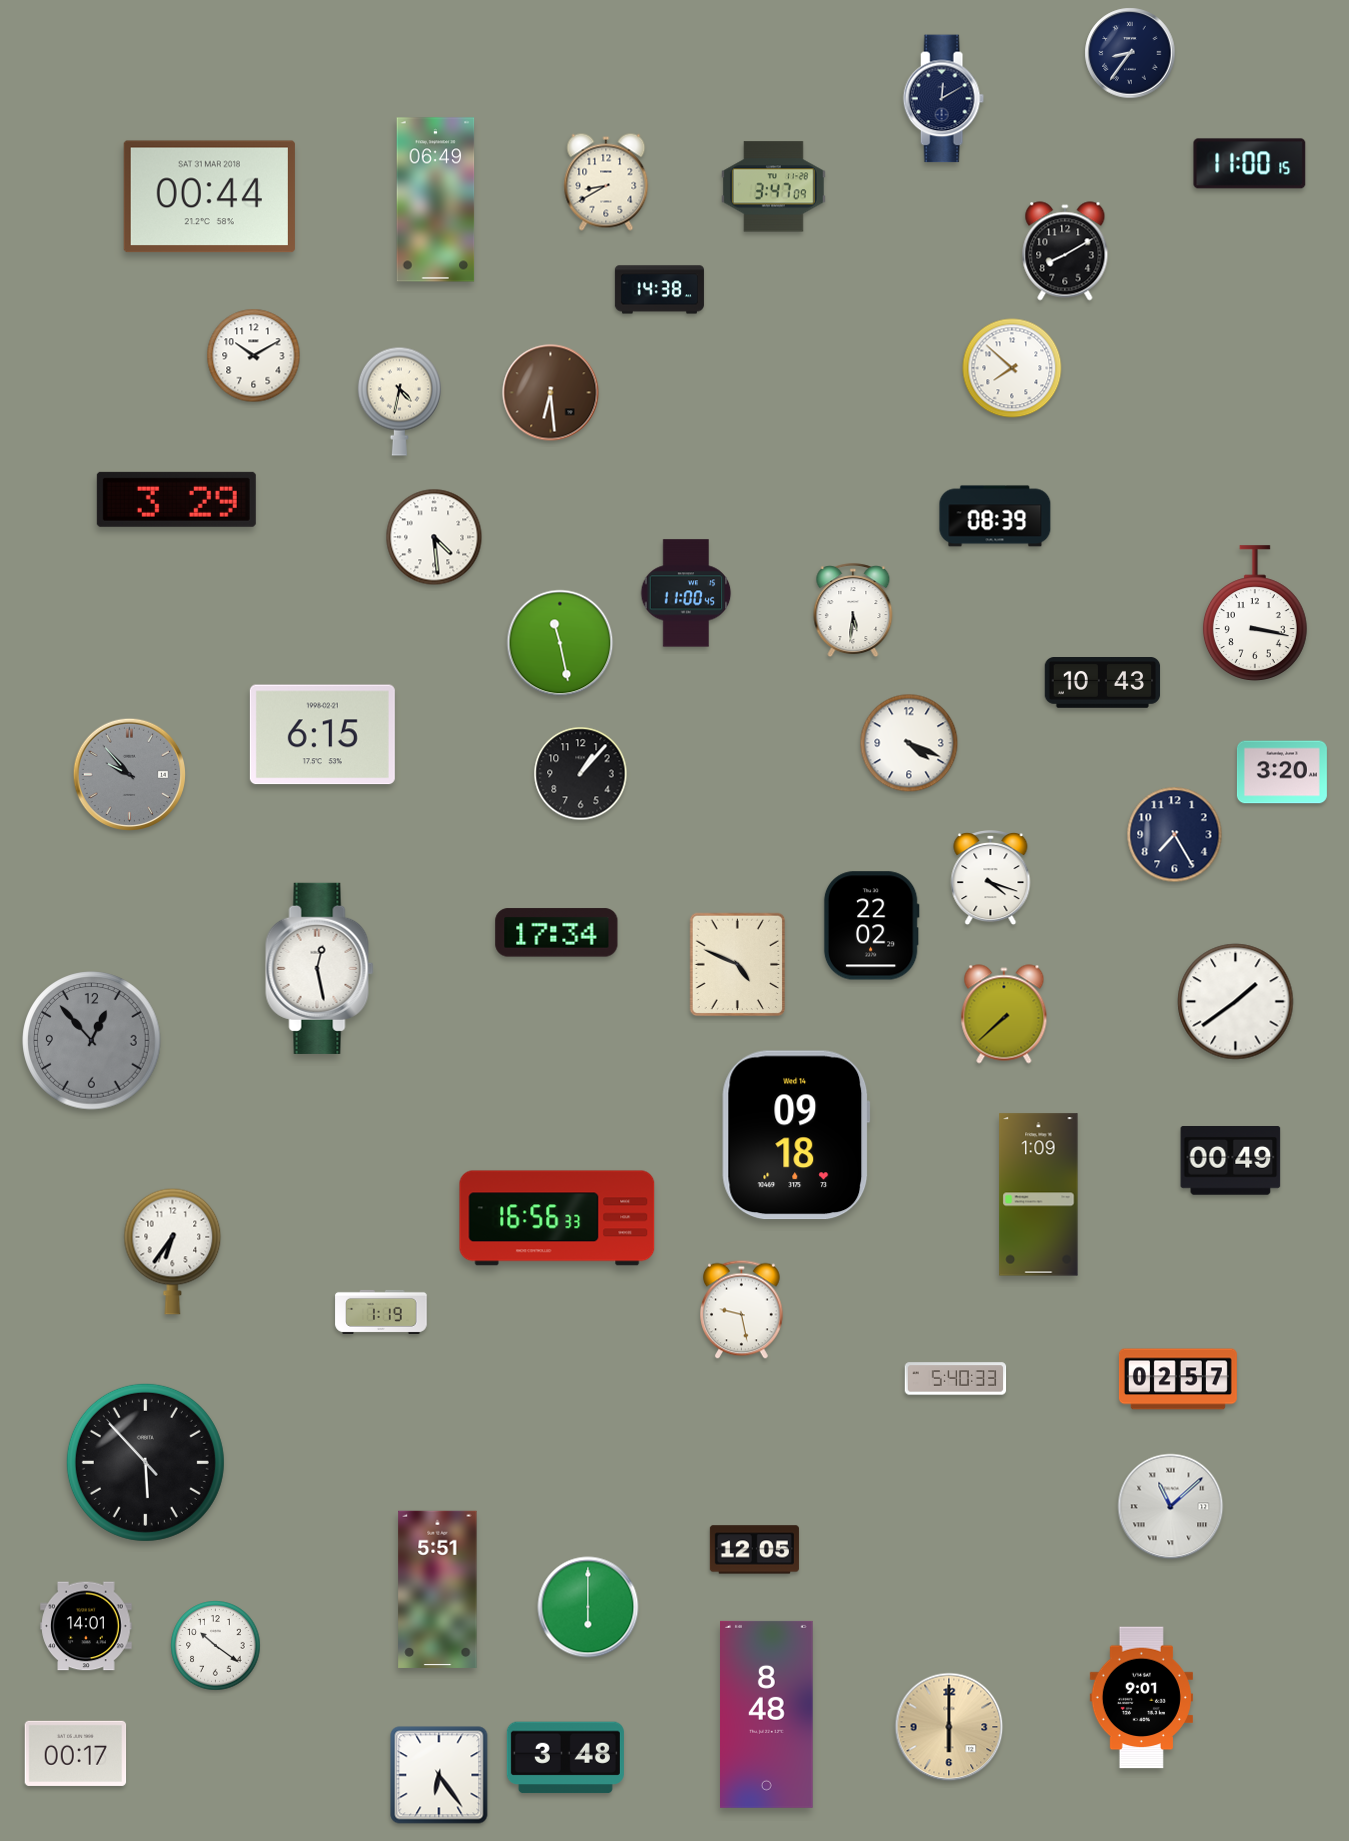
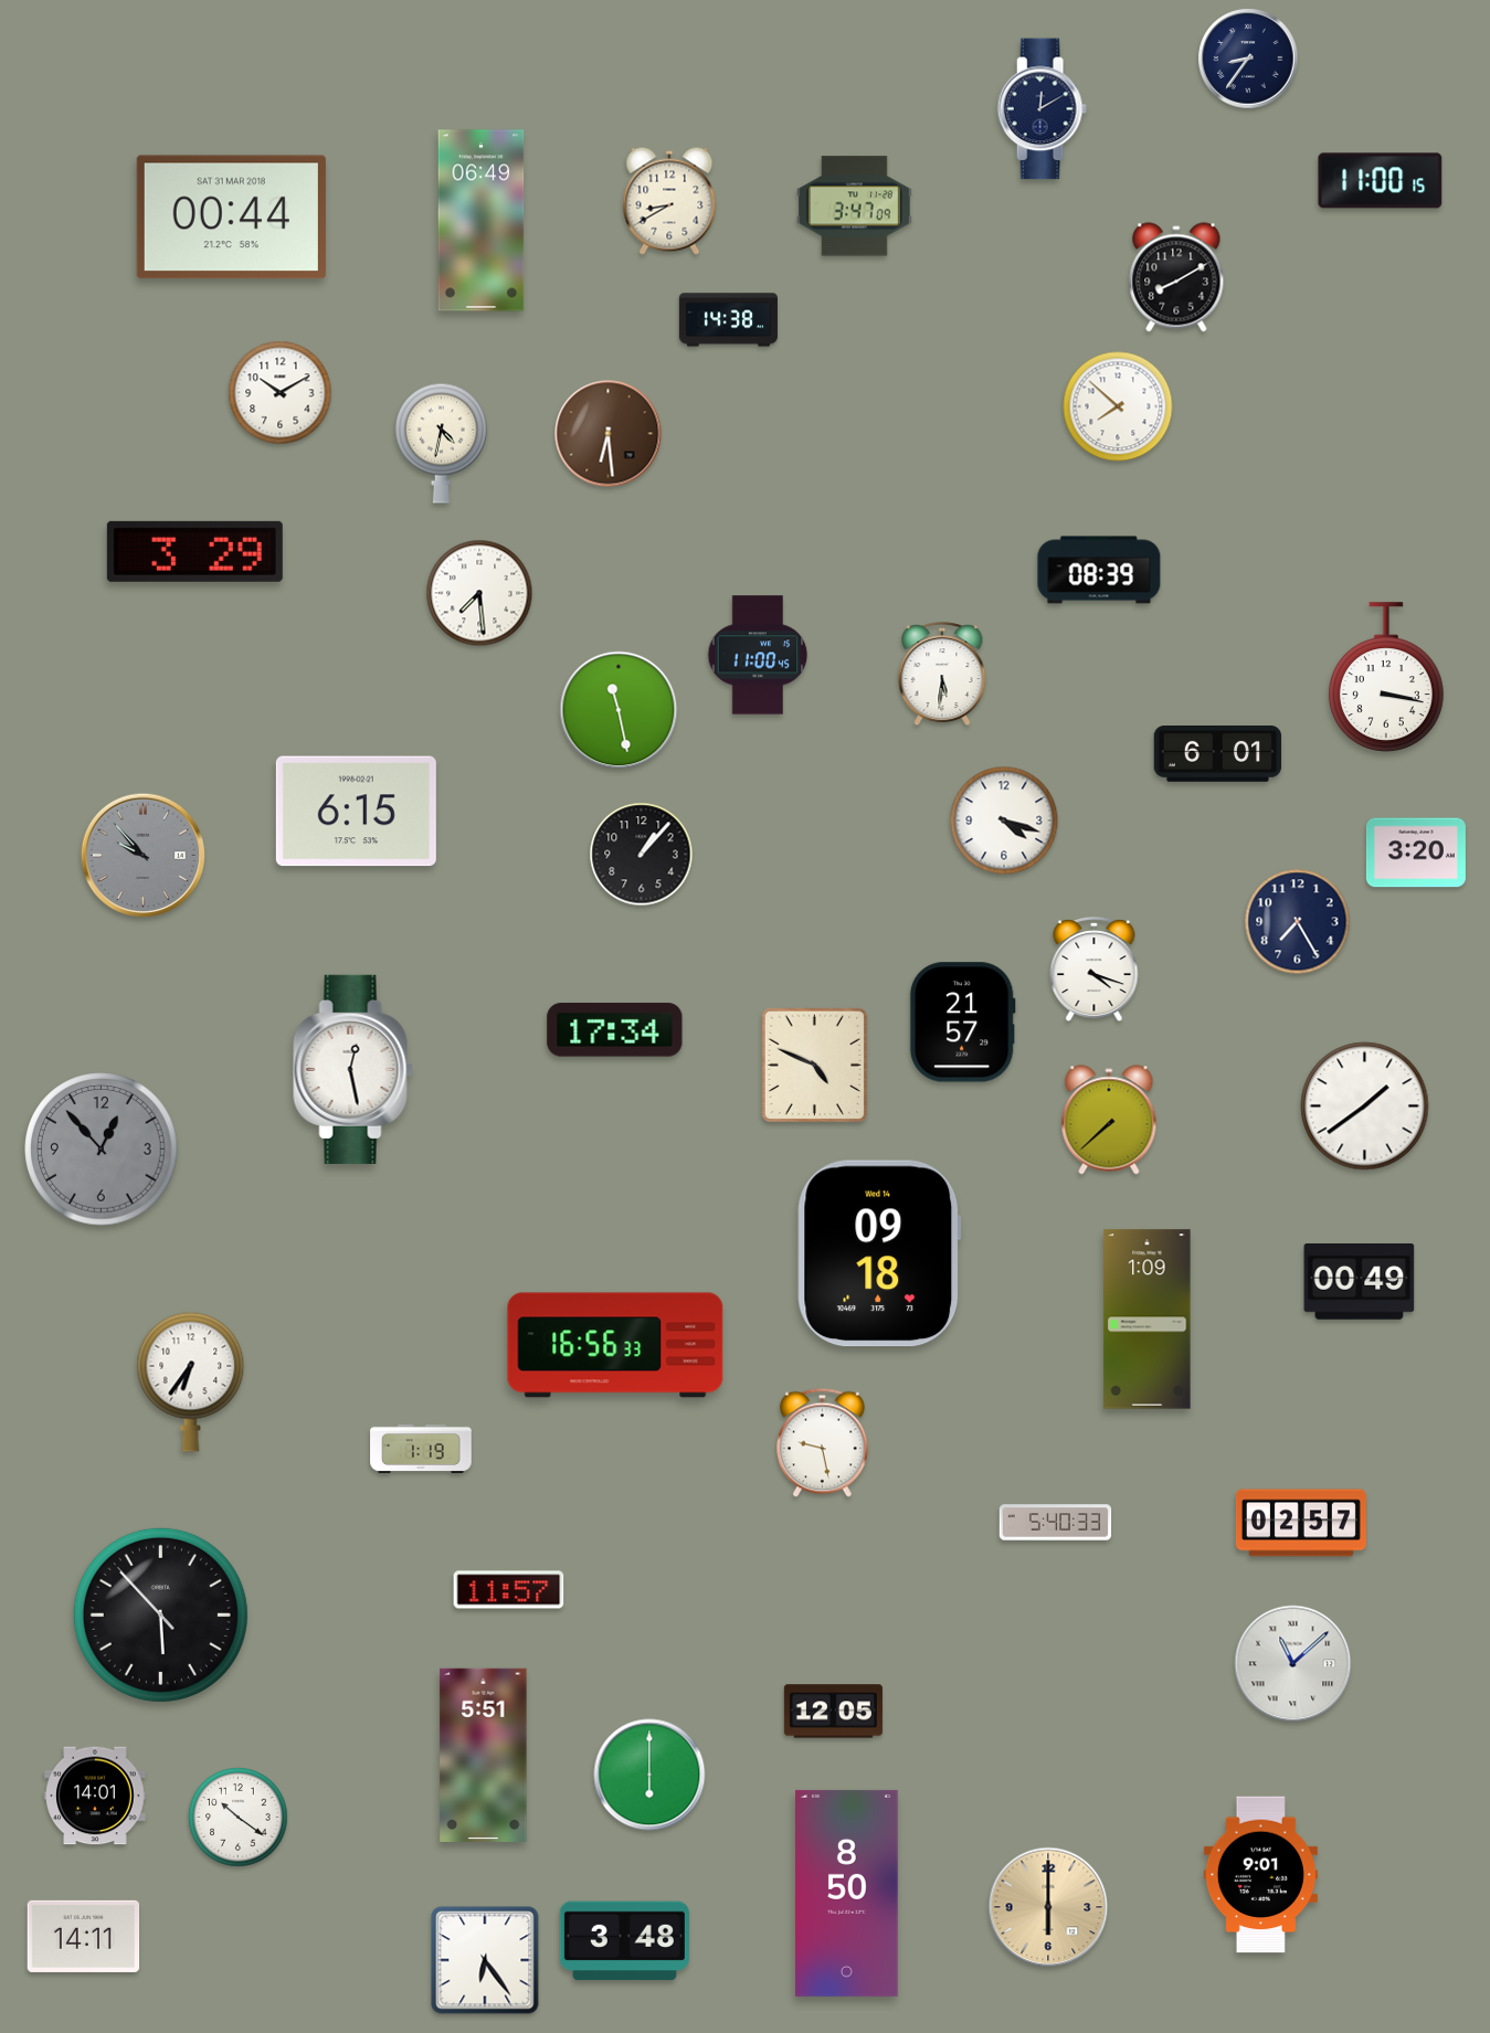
clock at (434, 537): 4:29 -> 7:29
clock at (1103, 683): 10:43 -> 6:01
clock at (909, 743): 4:19 -> 4:18
clock at (871, 926): 22:02 -> 21:57
clock at (742, 1310) position: (742, 1310) -> (823, 1443)
clock at (509, 1590): none -> 11:57
clock at (767, 1714): 8:48 -> 8:50
clock at (76, 1753): 00:17 -> 14:11
